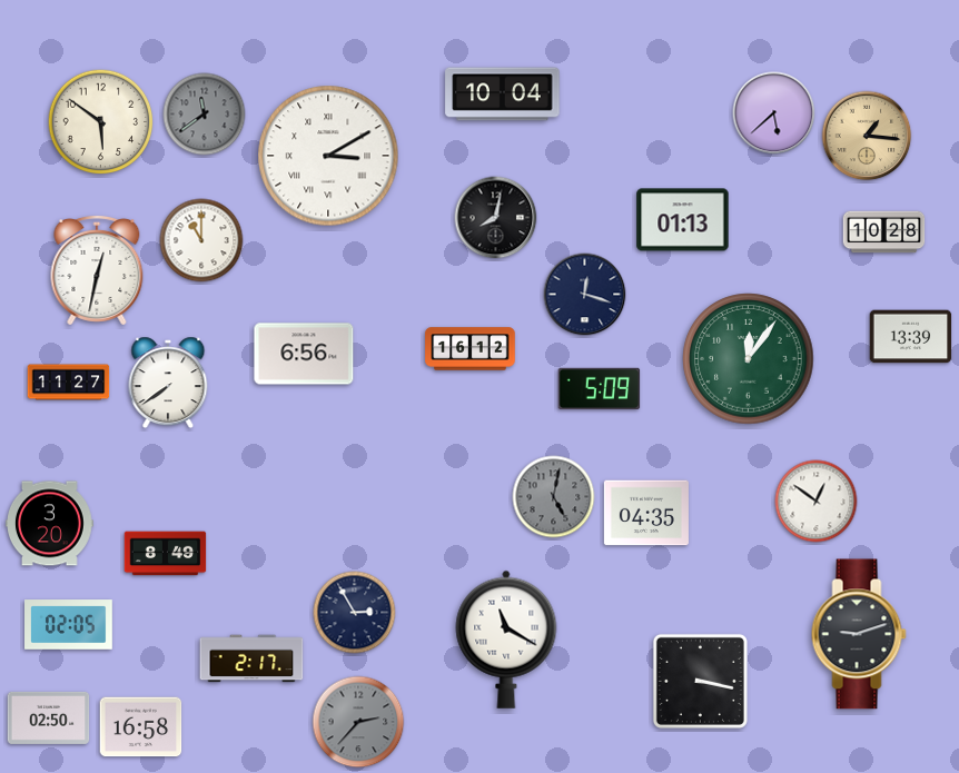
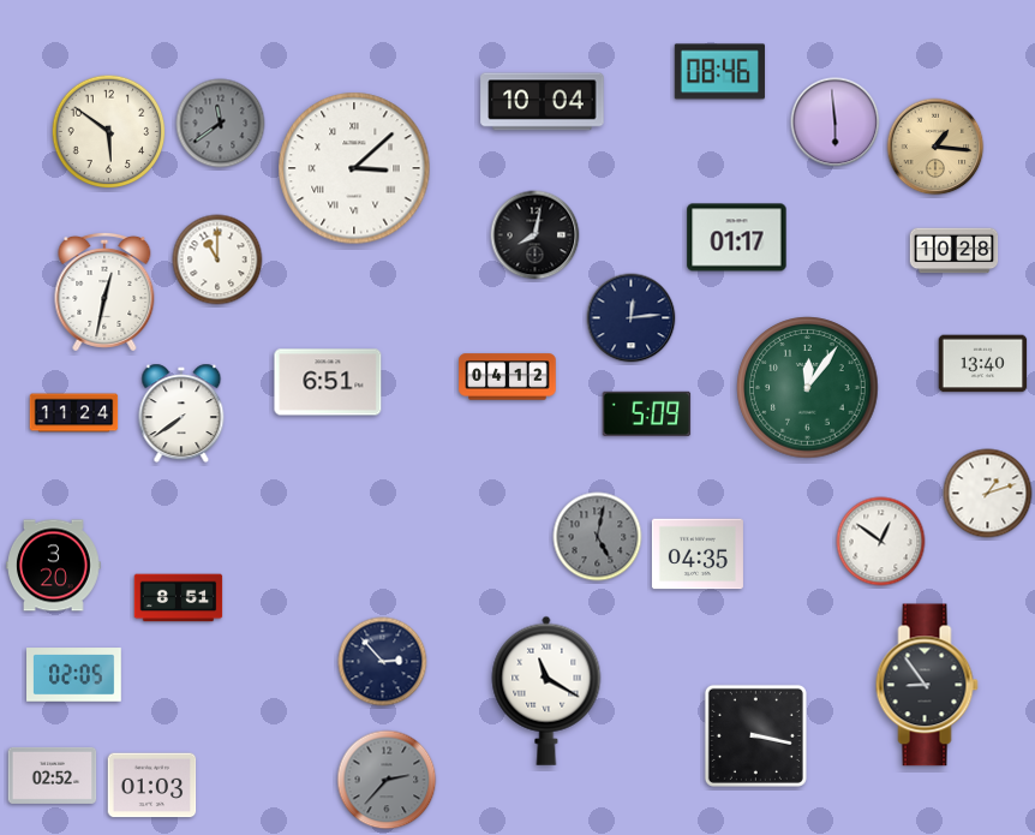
clock at (719, 72): none -> 08:46
clock at (774, 113): 5:38 -> 5:59
clock at (328, 156): 3:10 -> 3:08
clock at (683, 220): 01:13 -> 01:17
clock at (585, 295): 12:18 -> 12:14
clock at (911, 337): 13:39 -> 13:40
clock at (471, 349): 16:12 -> 04:12
clock at (304, 354): 6:56 -> 6:51
clock at (69, 383): 11:27 -> 11:24
clock at (600, 388) position: (600, 388) -> (647, 413)
clock at (988, 494): none -> 1:12
clock at (166, 554): 8:49 -> 8:51
clock at (355, 613): 2:55 -> 2:53
clock at (859, 634): 9:12 -> 8:54
clock at (251, 658): 2:17 -> none
clock at (49, 717): 02:50 -> 02:52
clock at (141, 727): 16:58 -> 01:03
